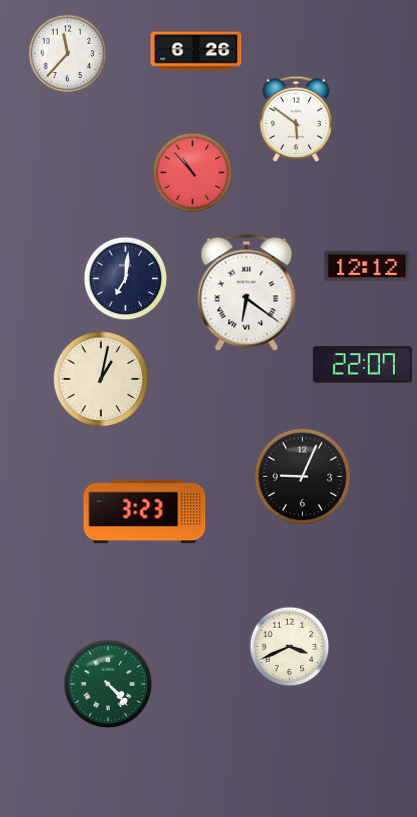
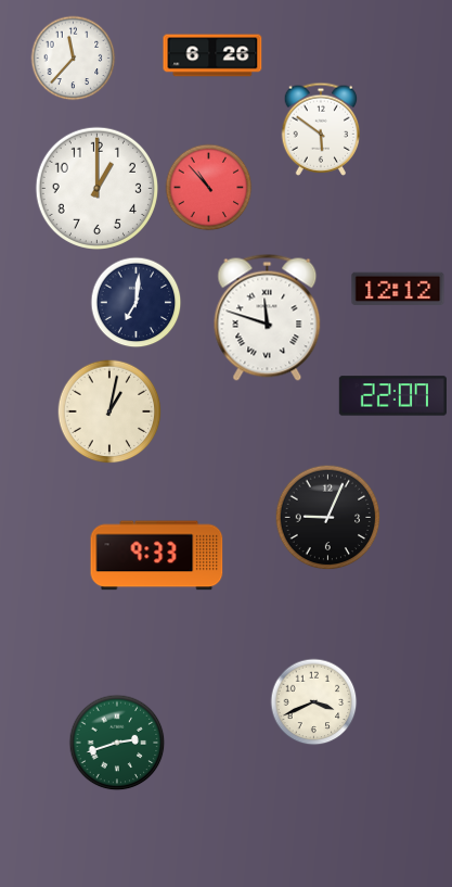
clock at (96, 188): none -> 1:00
clock at (247, 292): 6:21 -> 11:48
clock at (145, 512): 3:23 -> 9:33
clock at (108, 684): 4:23 -> 2:42
